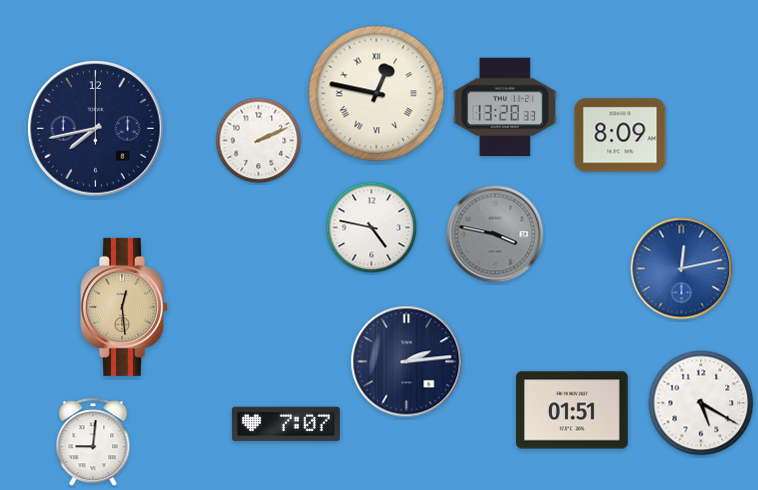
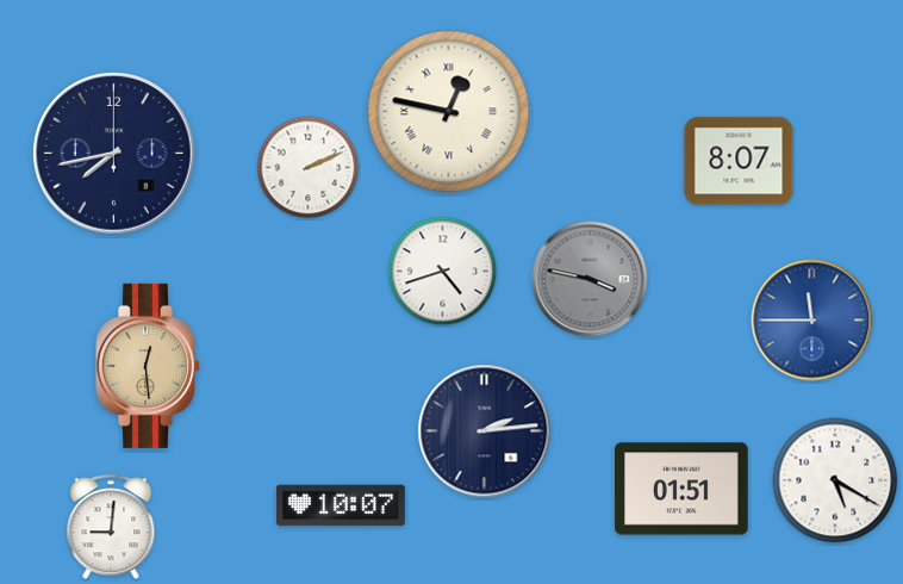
clock at (505, 107): 13:28 -> none
clock at (620, 135): 8:09 -> 8:07
clock at (372, 228): 4:47 -> 4:42
clock at (682, 269): 12:13 -> 11:45
clock at (286, 424): 7:07 -> 10:07
